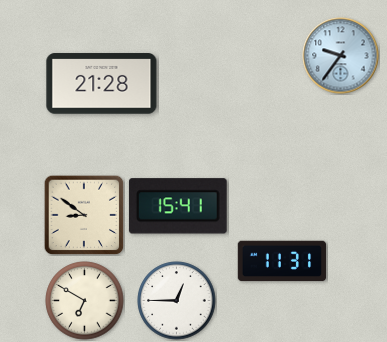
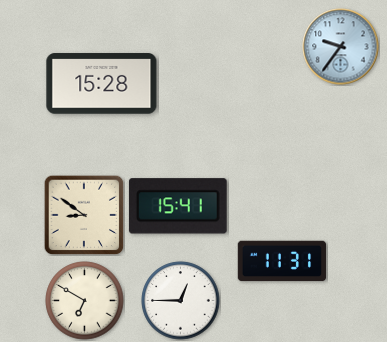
clock at (341, 56) position: (341, 56) -> (341, 47)
clock at (102, 84): 21:28 -> 15:28
clock at (177, 301) position: (177, 301) -> (181, 301)
